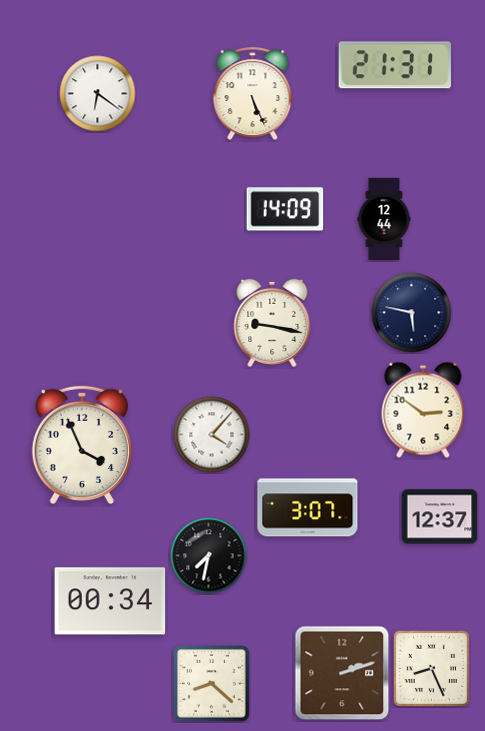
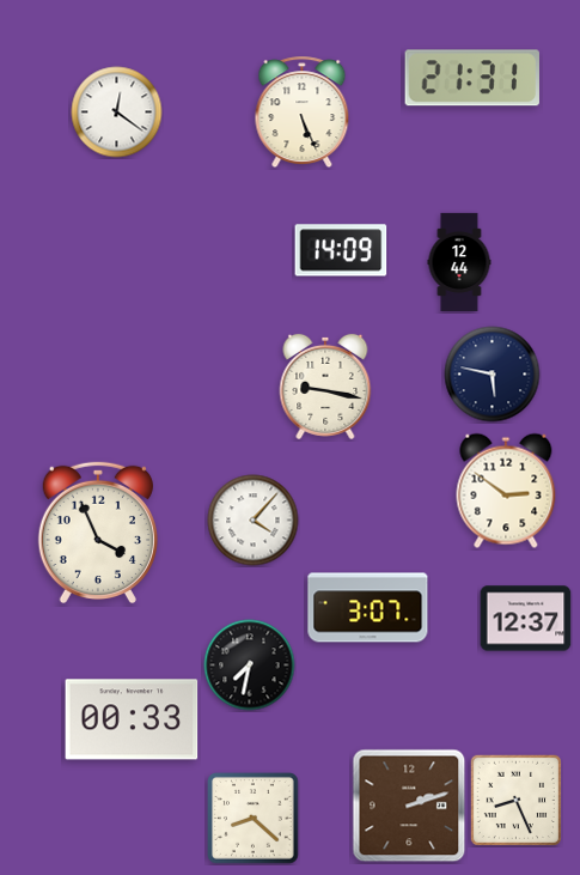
clock at (98, 94): 6:21 -> 12:21
clock at (110, 601): 00:34 -> 00:33
